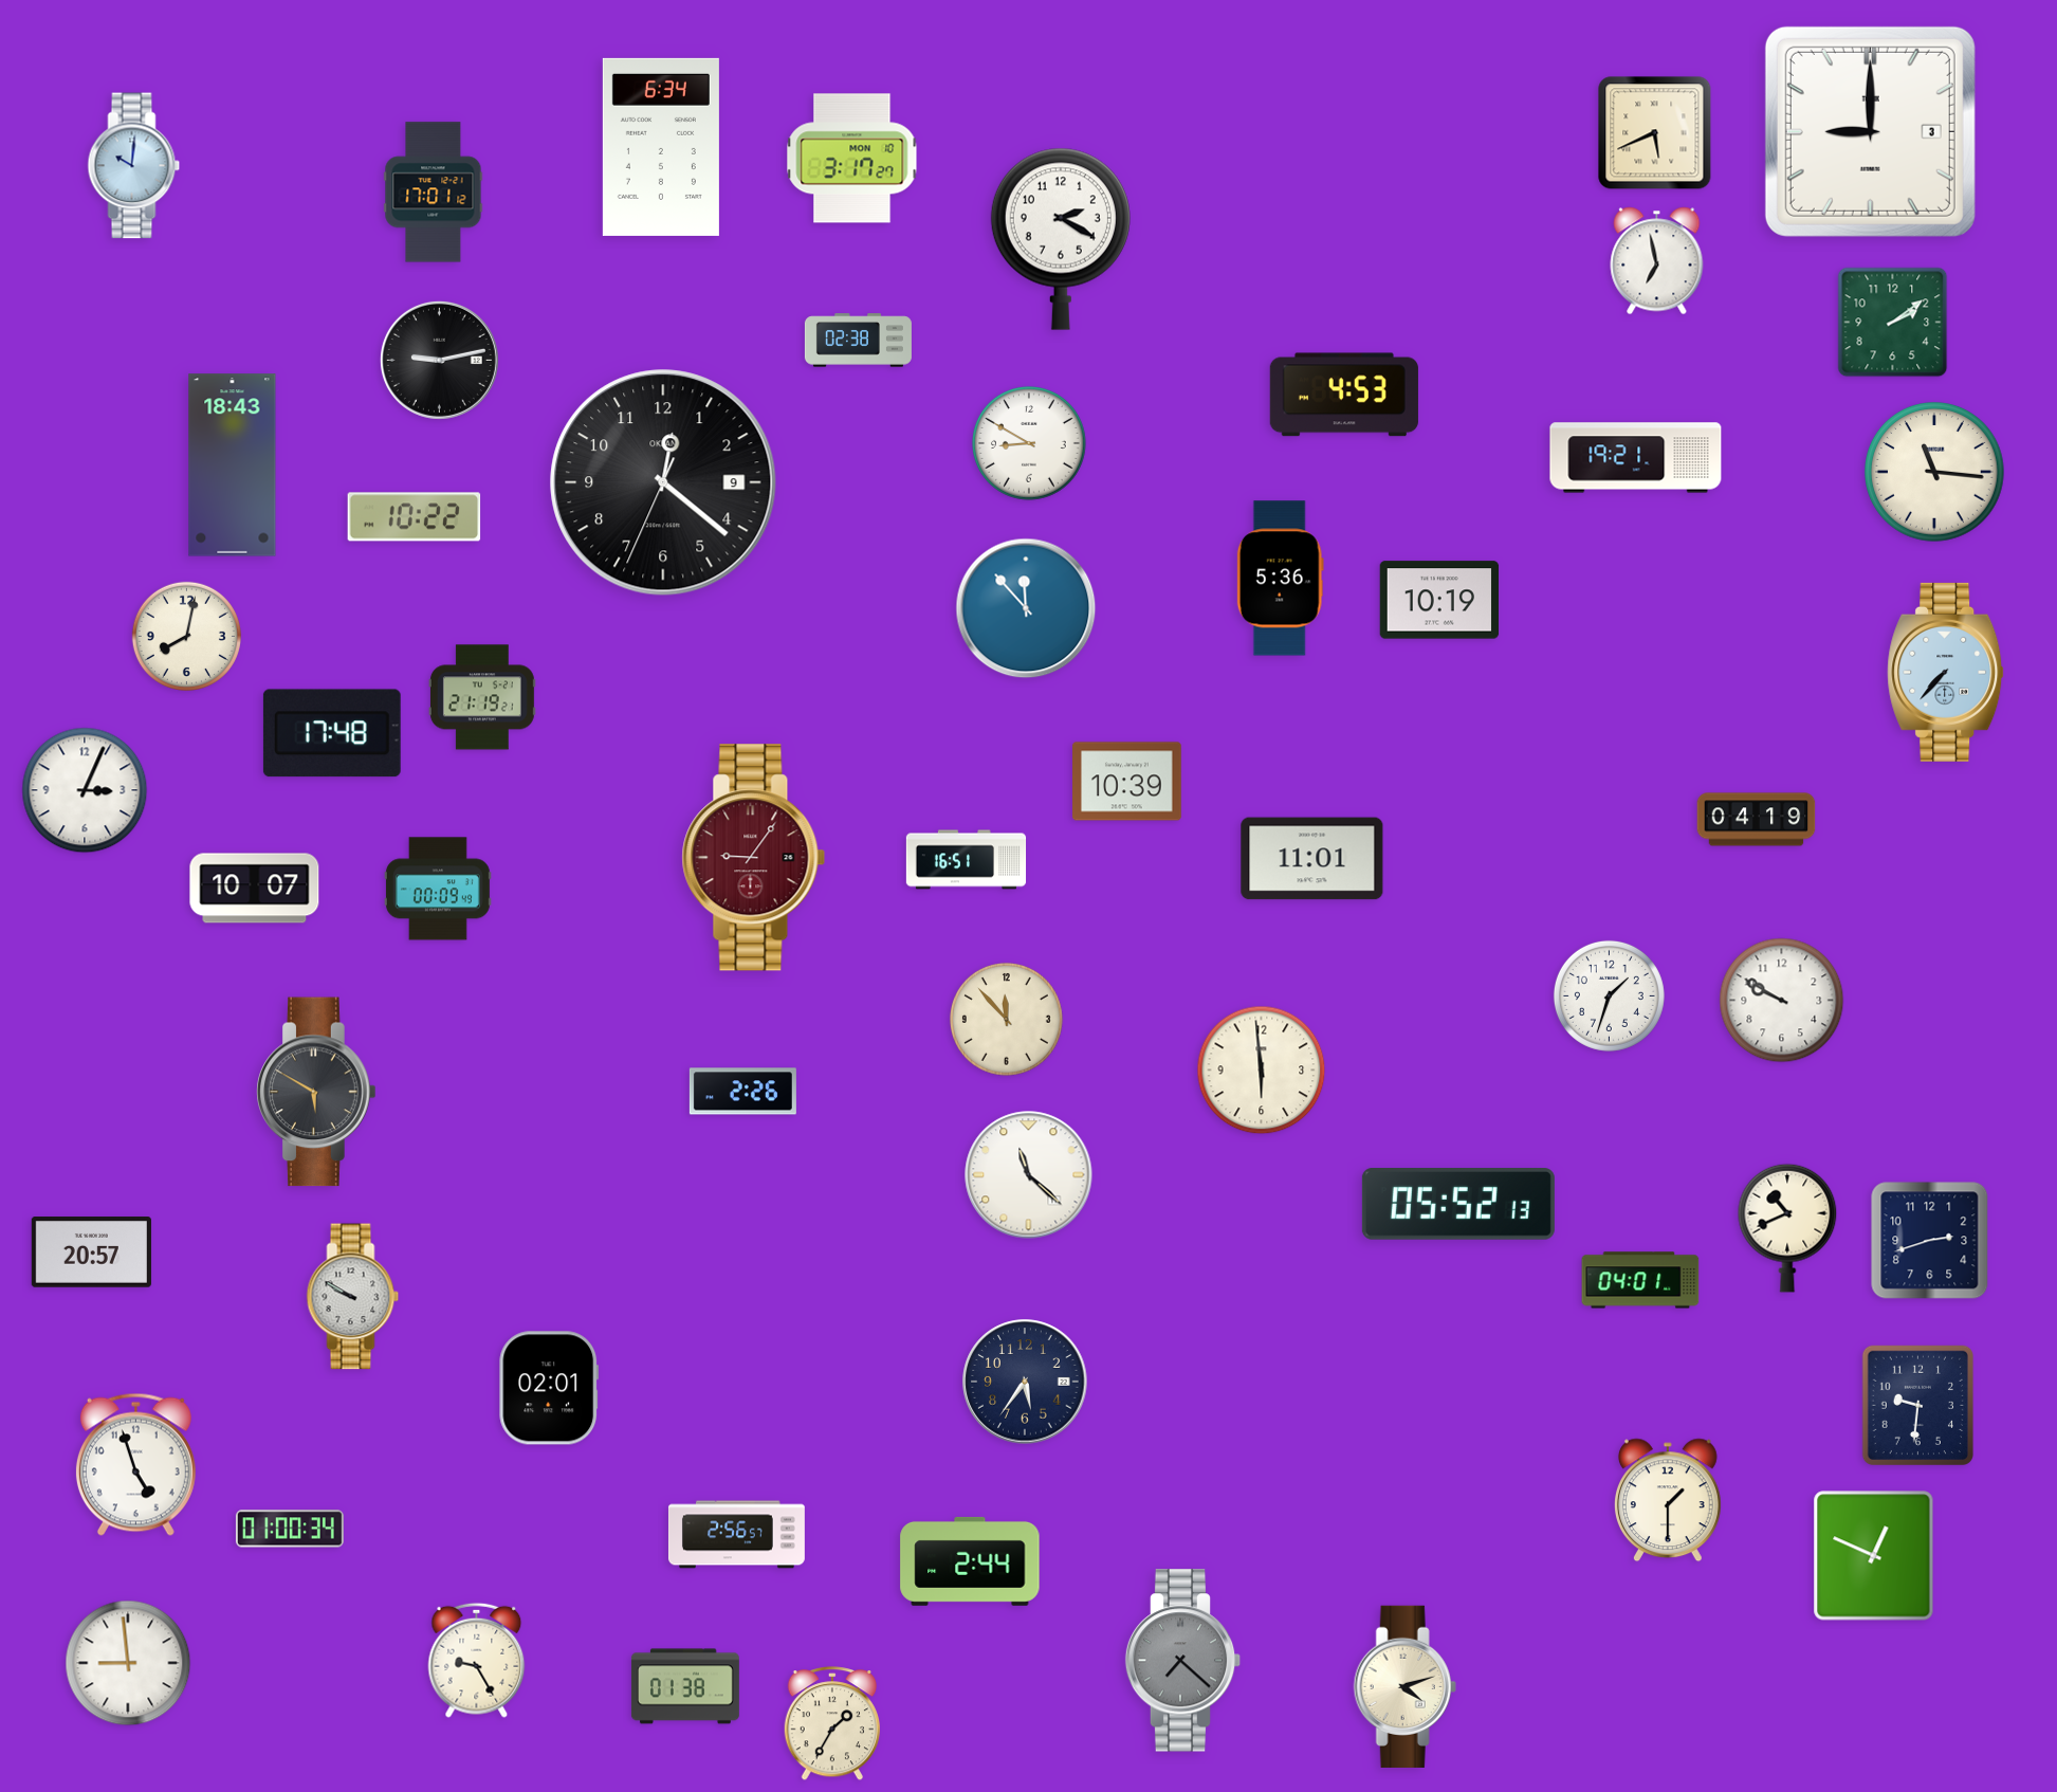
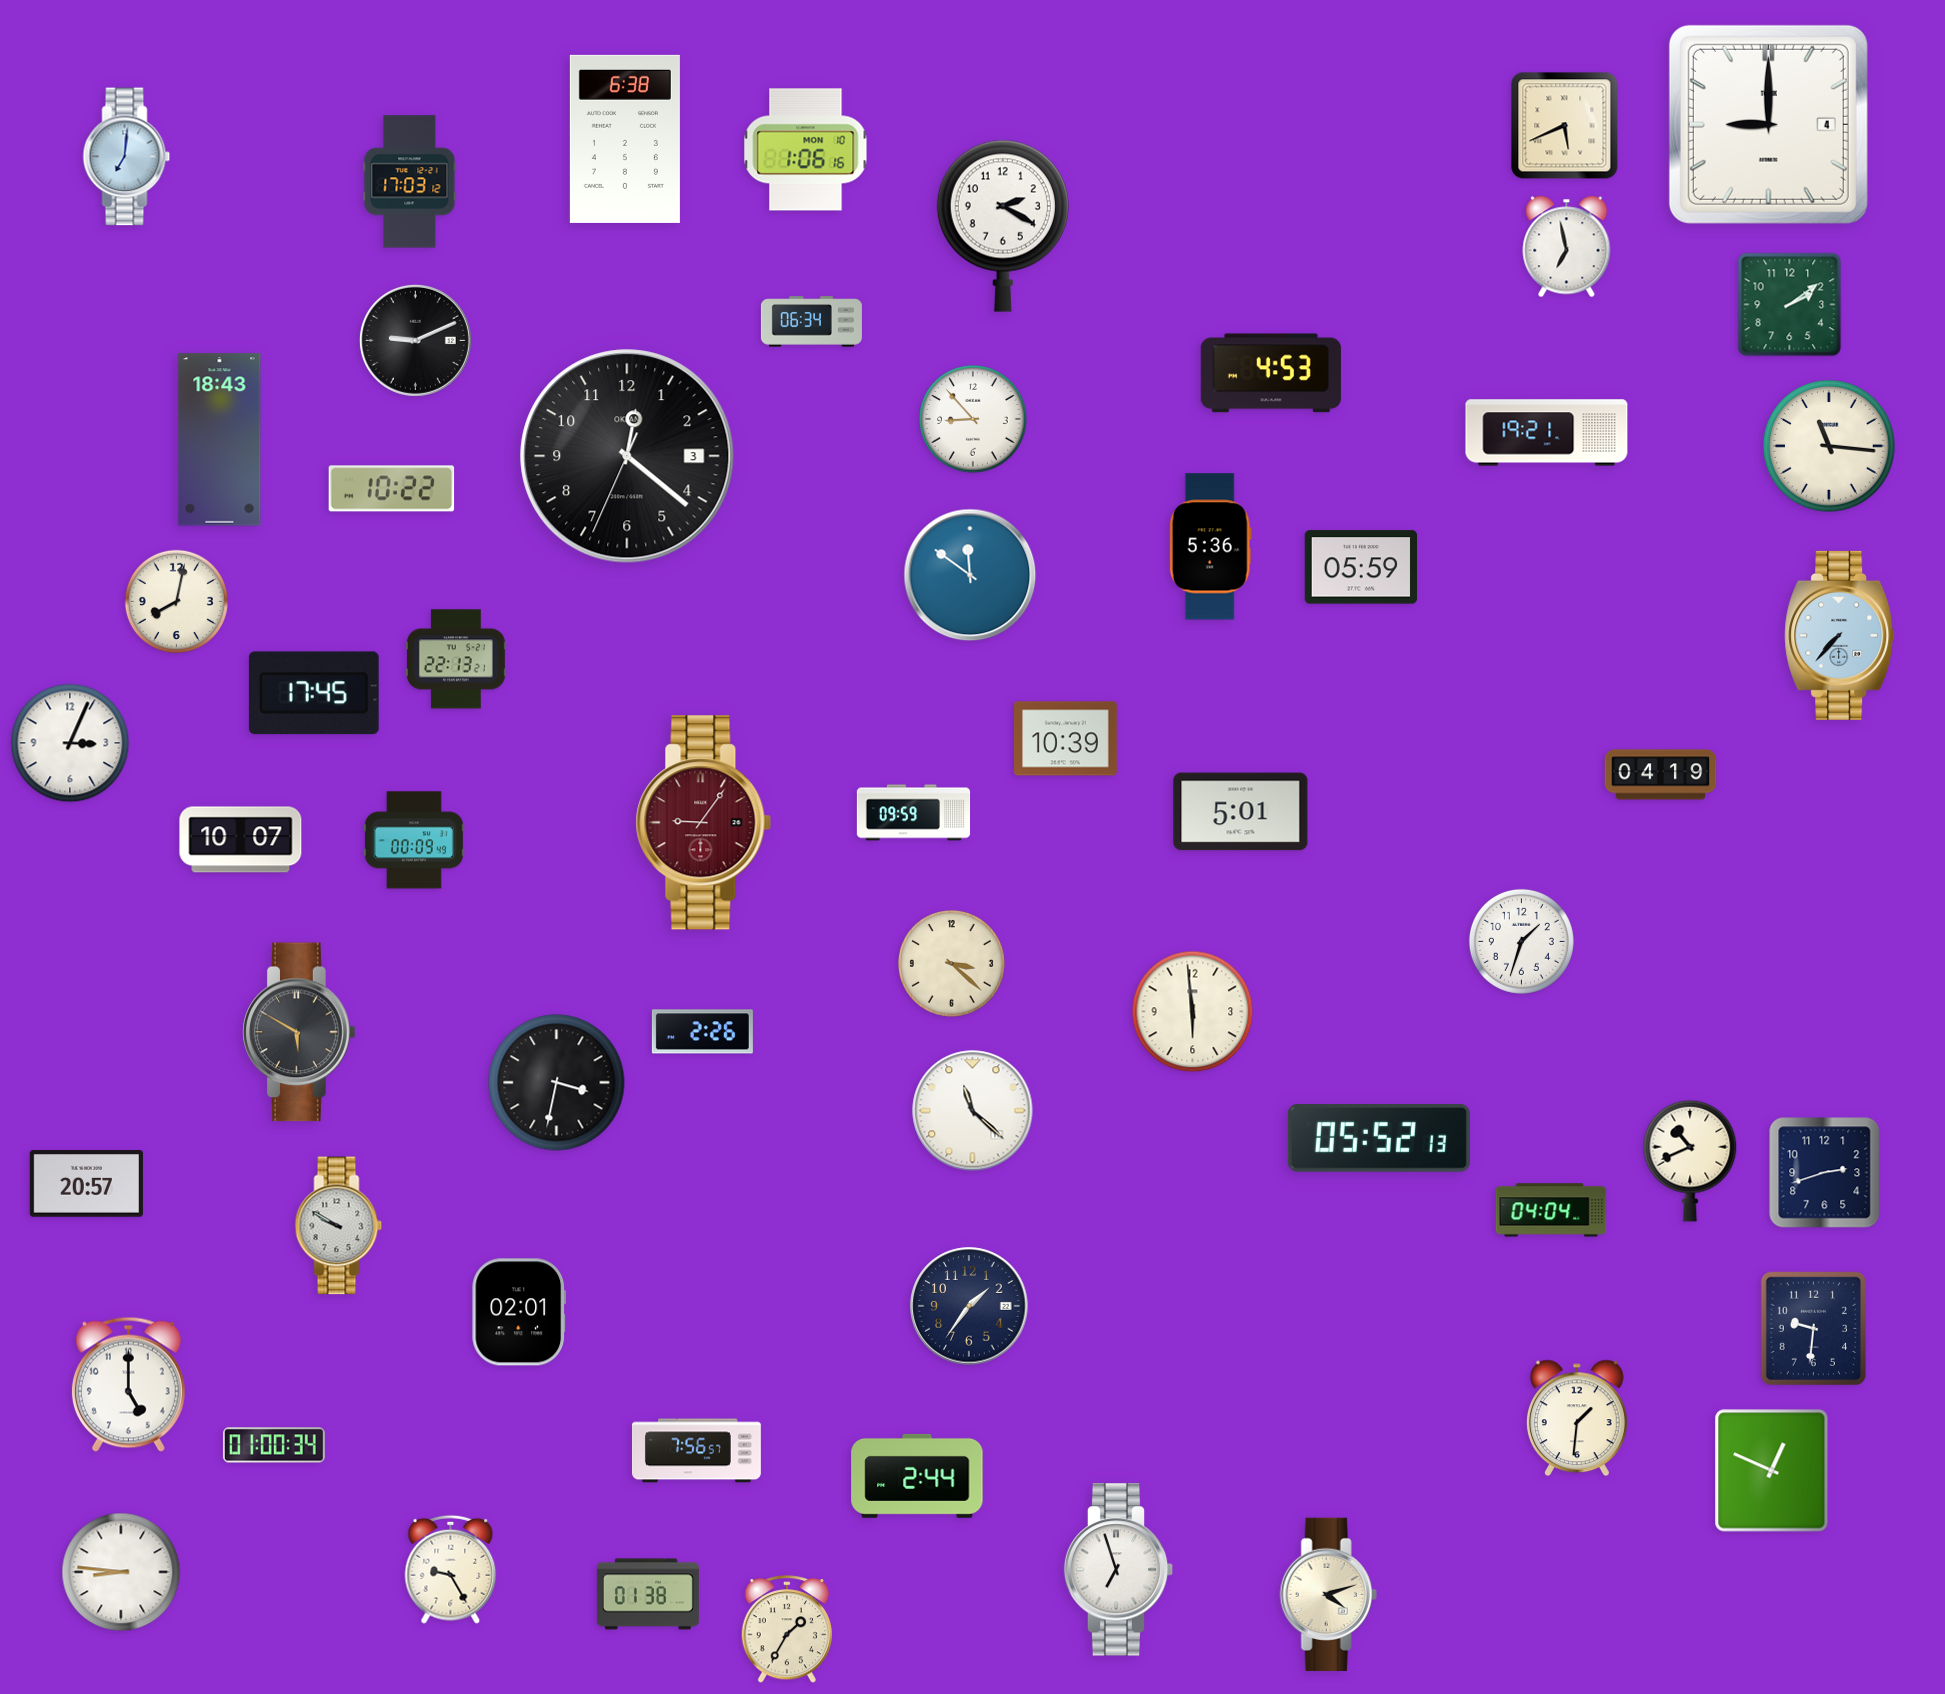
clock at (1870, 131) date: 3 -> 4
clock at (661, 147): 6:34 -> 6:38
clock at (852, 159): 3:17 -> 1:06
clock at (134, 166): 10:01 -> 7:01
clock at (434, 193): 17:01 -> 17:03
clock at (858, 341): 02:38 -> 06:34
clock at (439, 360): 9:13 -> 9:11
clock at (1030, 444): 8:50 -> 8:53
clock at (663, 482) date: 9 -> 3
clock at (1439, 600): 10:19 -> 05:59
clock at (1026, 608): 11:53 -> 11:51
clock at (482, 697): 21:19 -> 22:13
clock at (332, 733): 17:48 -> 17:45
clock at (85, 790) position: (85, 790) -> (70, 743)
clock at (754, 858) position: (754, 858) -> (704, 823)
clock at (1312, 859): 11:01 -> 5:01
clock at (967, 860): 16:51 -> 09:59
clock at (1782, 1001): 9:50 -> none
clock at (1006, 1019): 11:53 -> 3:22
clock at (557, 1083): none -> 3:32
clock at (1640, 1280): 04:01 -> 04:04
clock at (353, 1297) position: (353, 1297) -> (339, 1226)
clock at (1025, 1382): 5:36 -> 1:36
clock at (135, 1464): 4:57 -> 5:00
clock at (1668, 1500): 1:30 -> 1:31
clock at (736, 1535): 2:56 -> 7:56
clock at (1183, 1661): 7:22 -> 6:57
clock at (1183, 1661) dial: grey -> white
clock at (128, 1663): 8:59 -> 8:46
